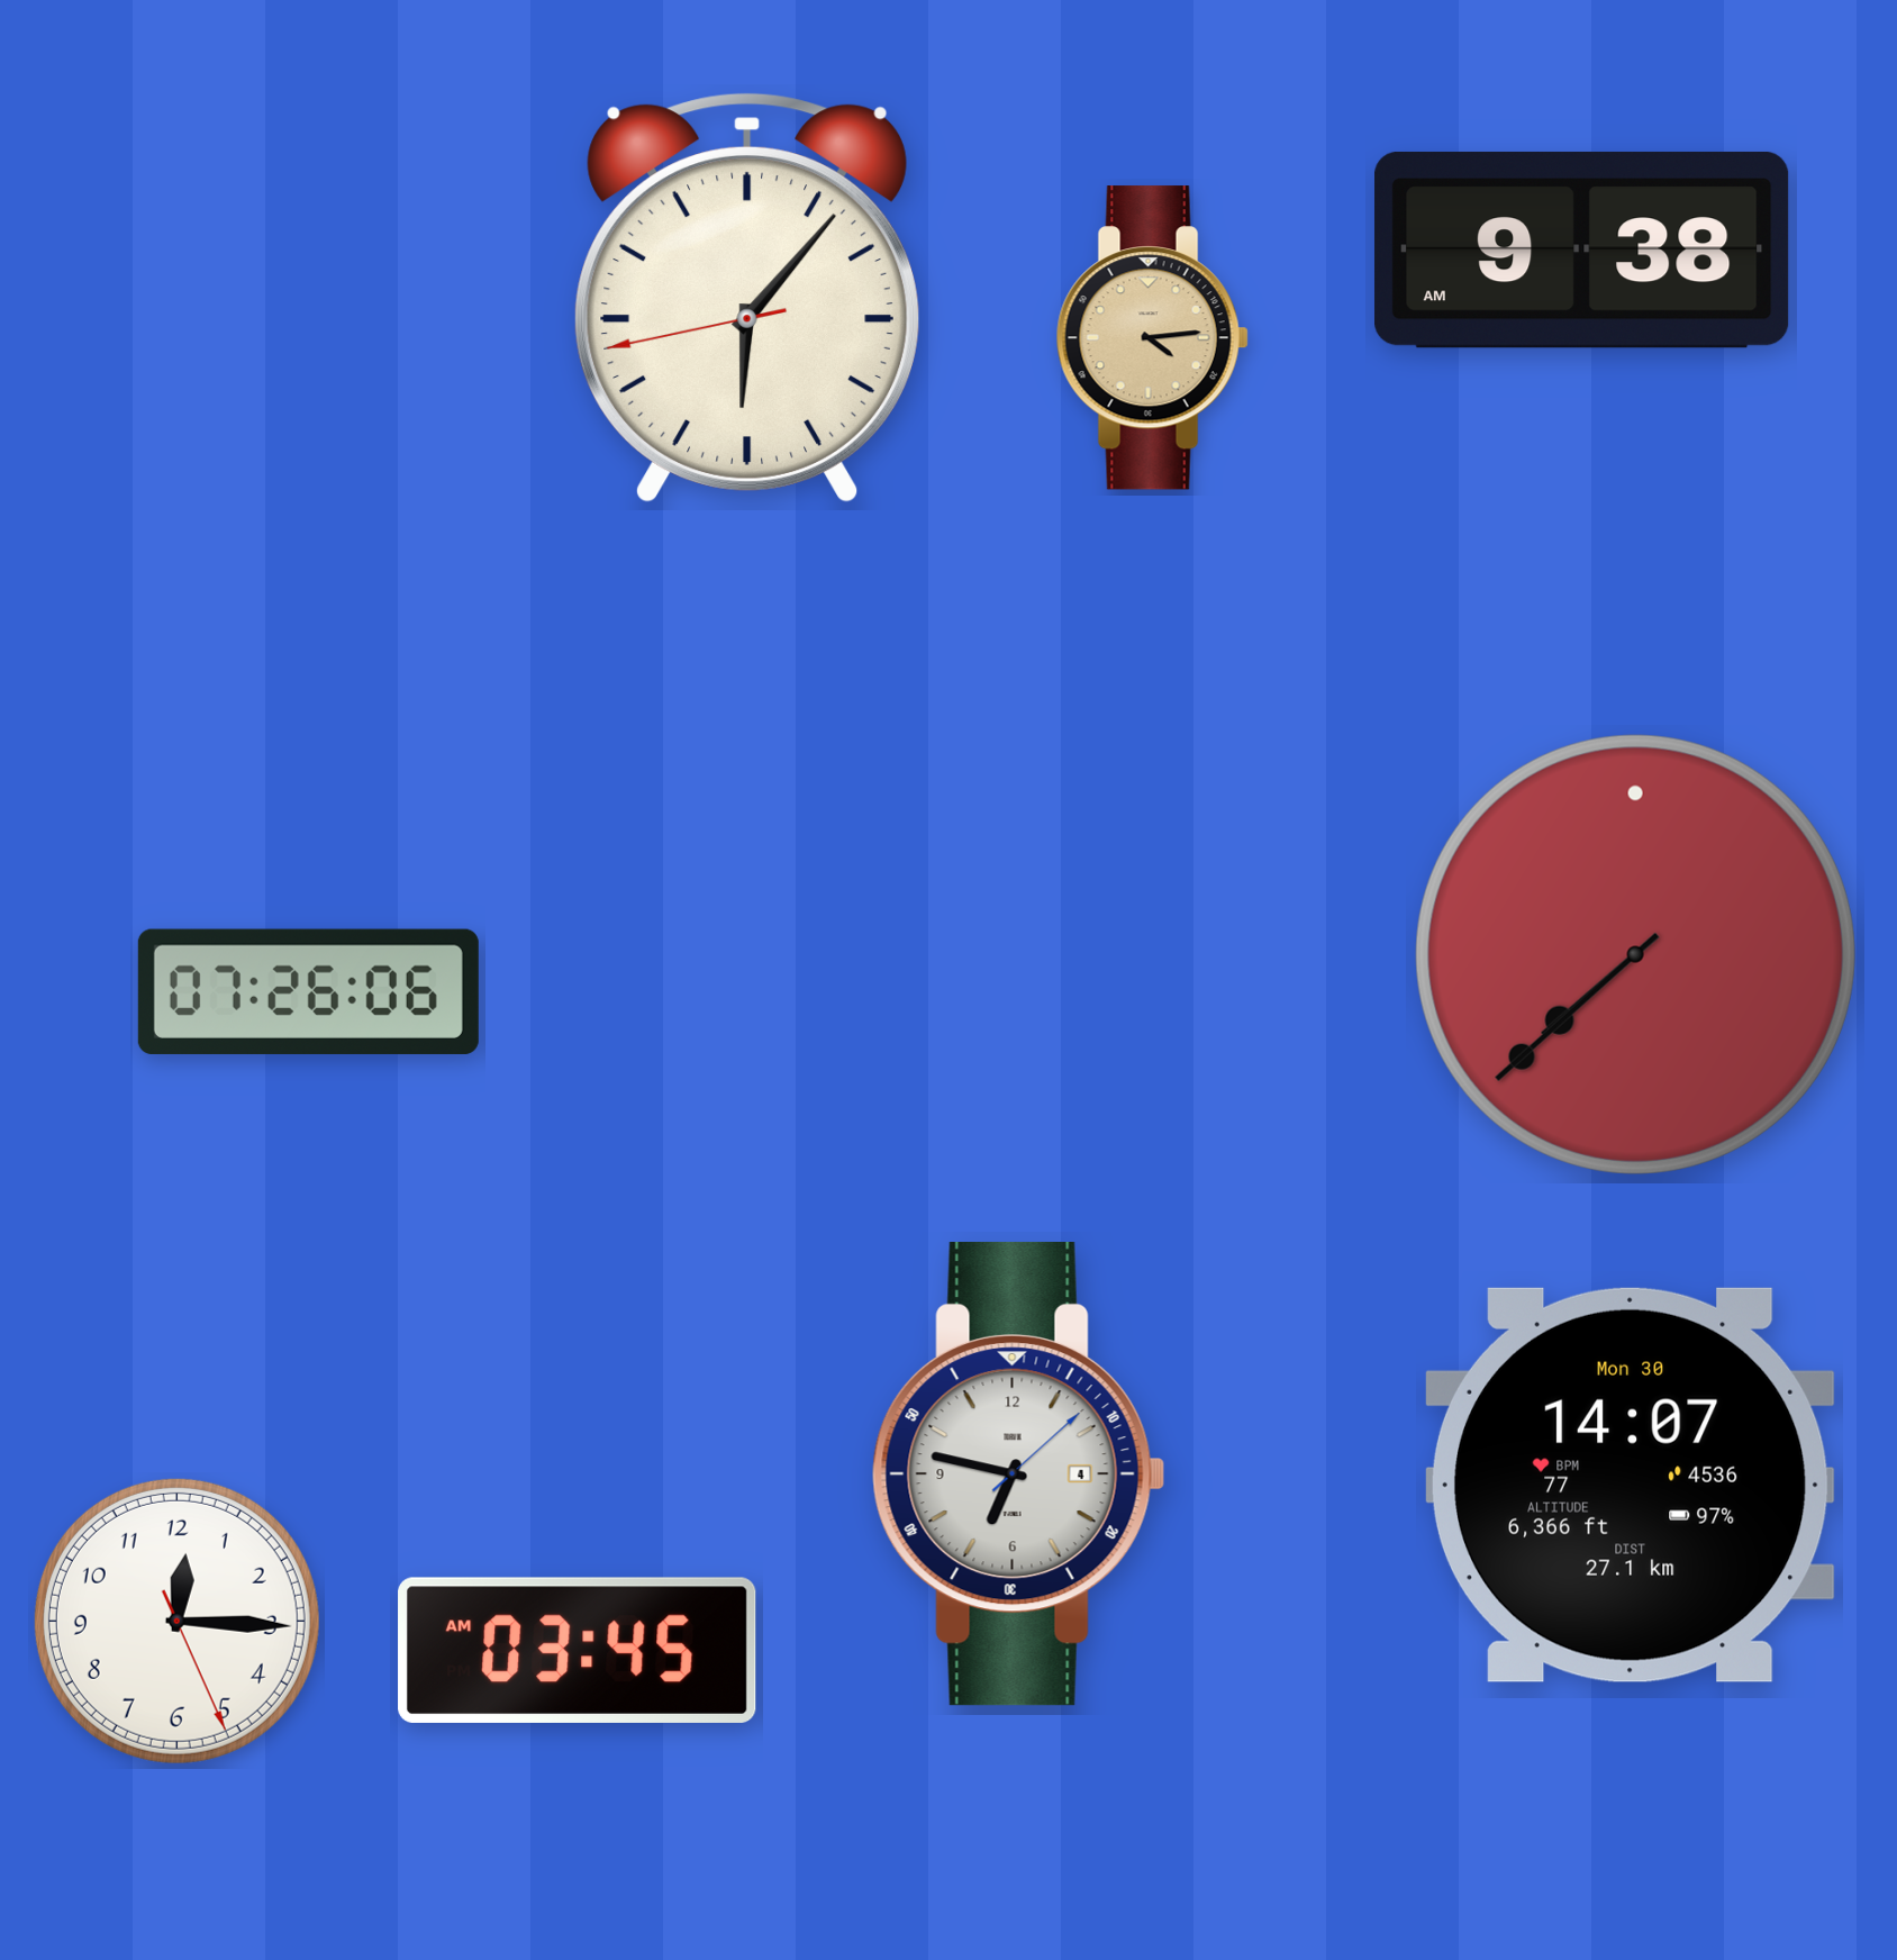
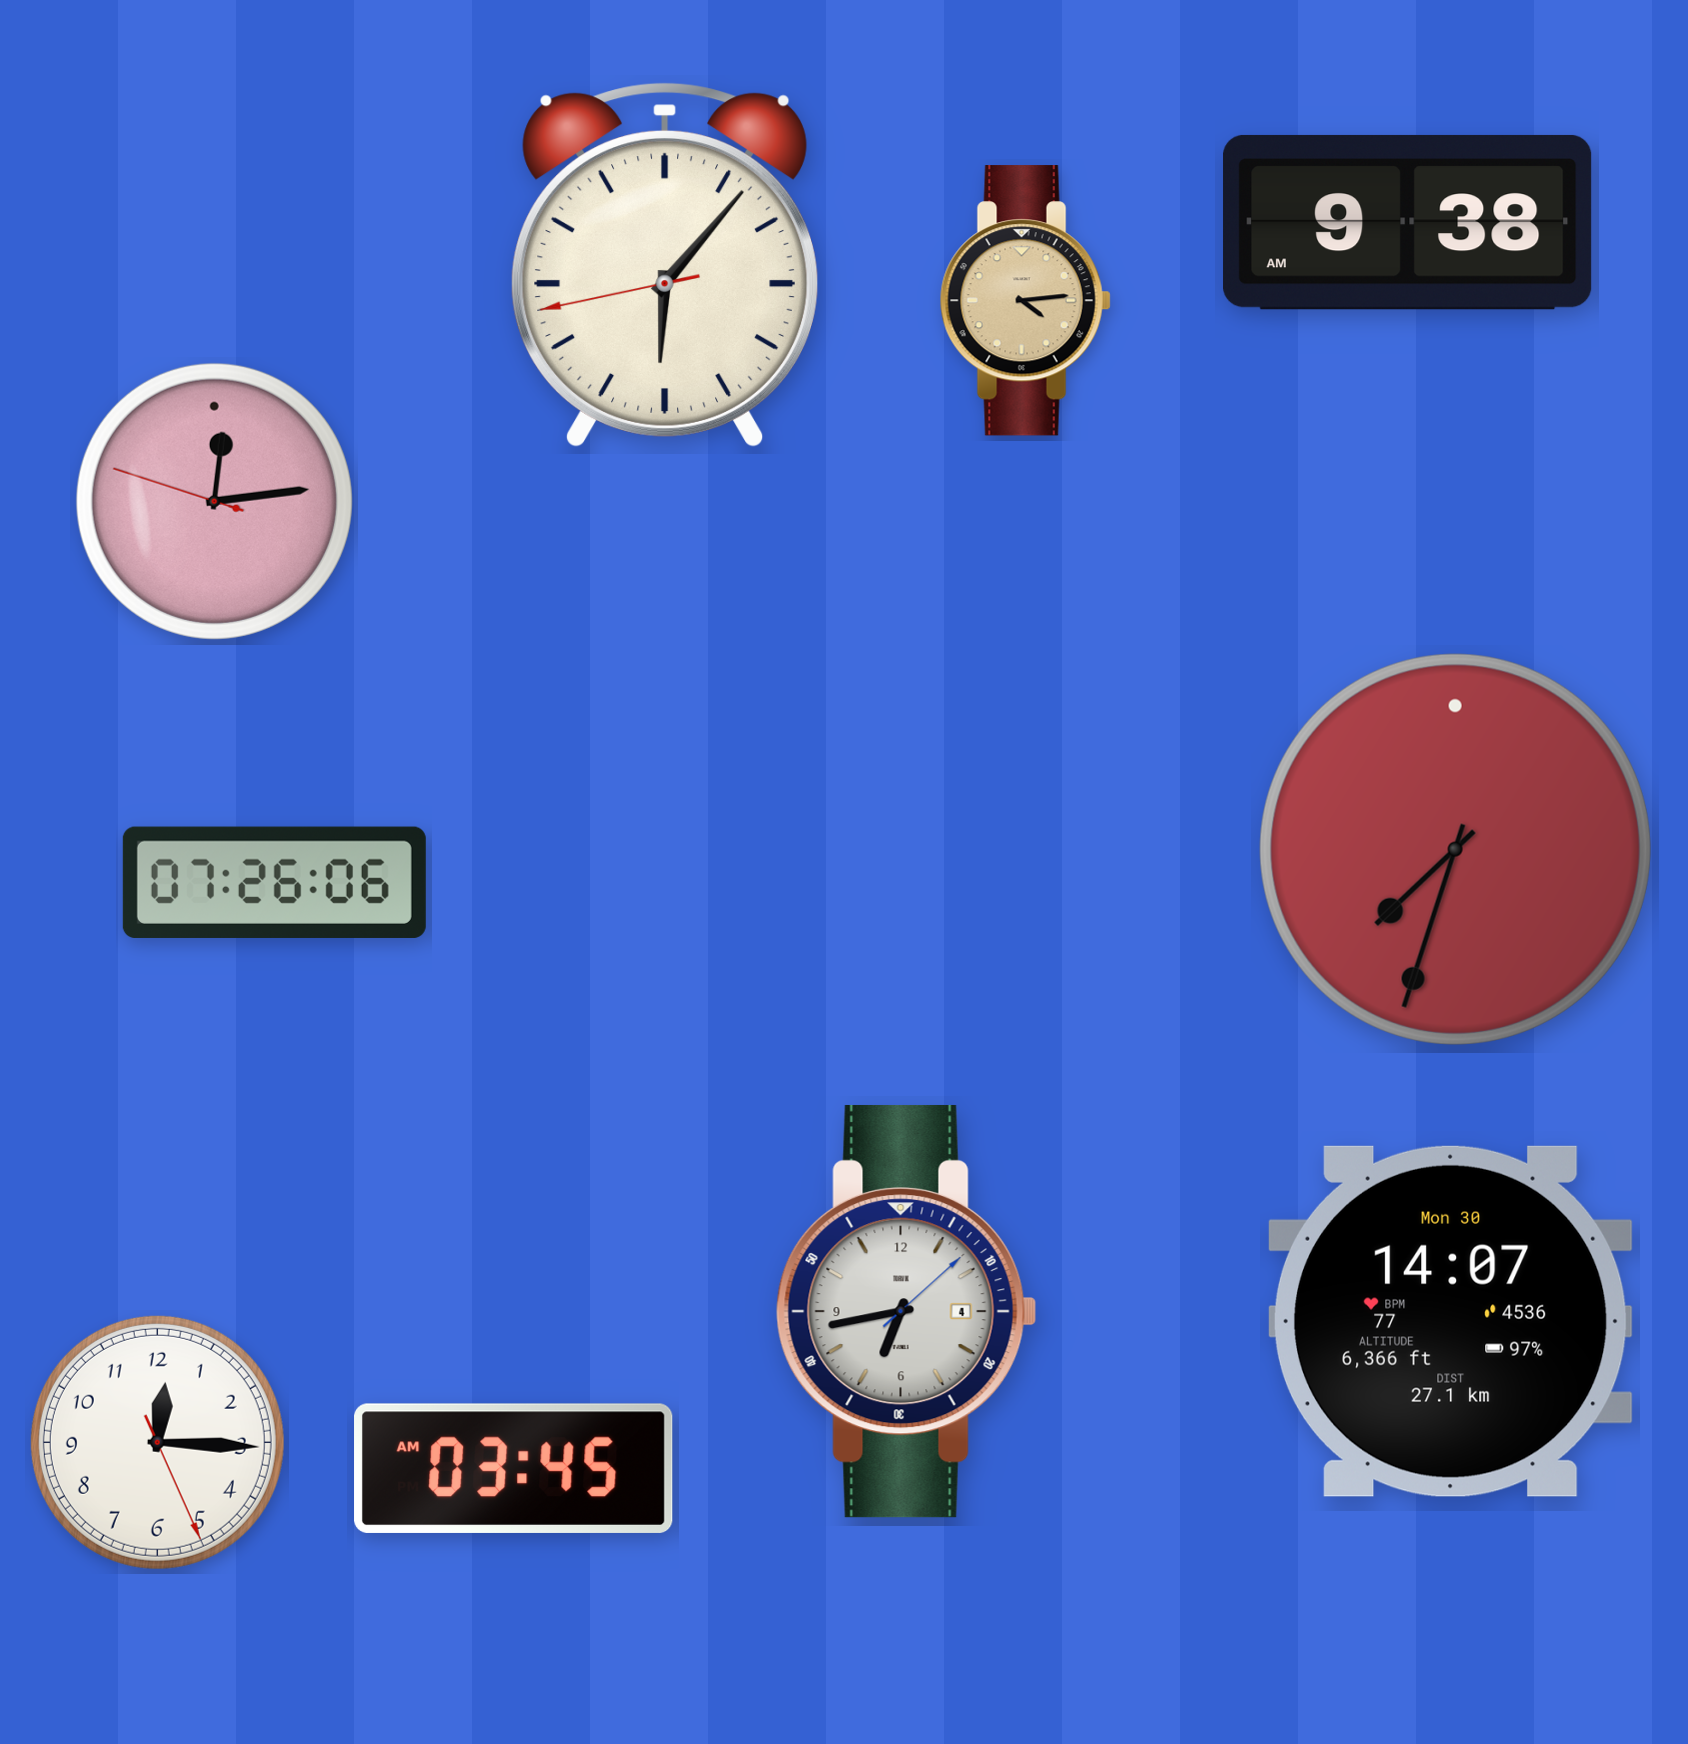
clock at (214, 501): none -> 12:13
clock at (1635, 954): 7:38 -> 7:33
clock at (1019, 1473): 6:47 -> 6:43
